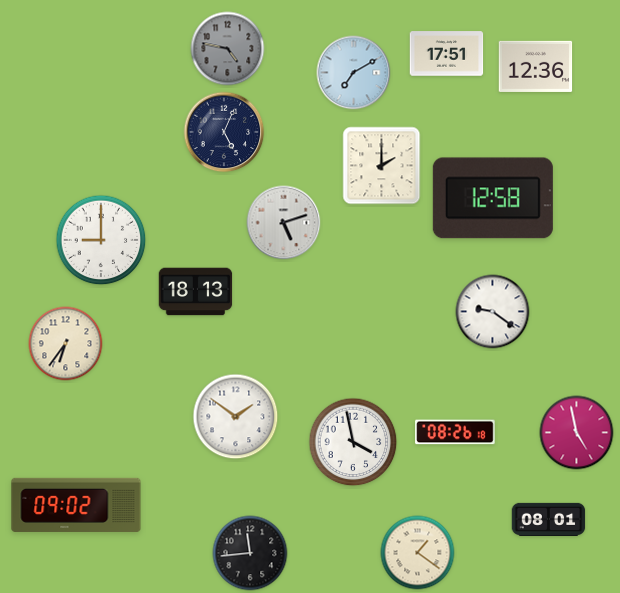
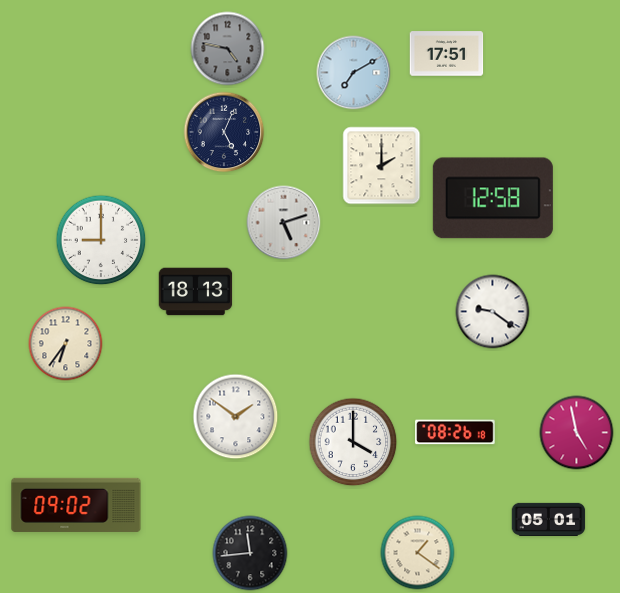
clock at (536, 66): 12:36 -> none
clock at (353, 442): 3:58 -> 4:00
clock at (549, 519): 08:01 -> 05:01
